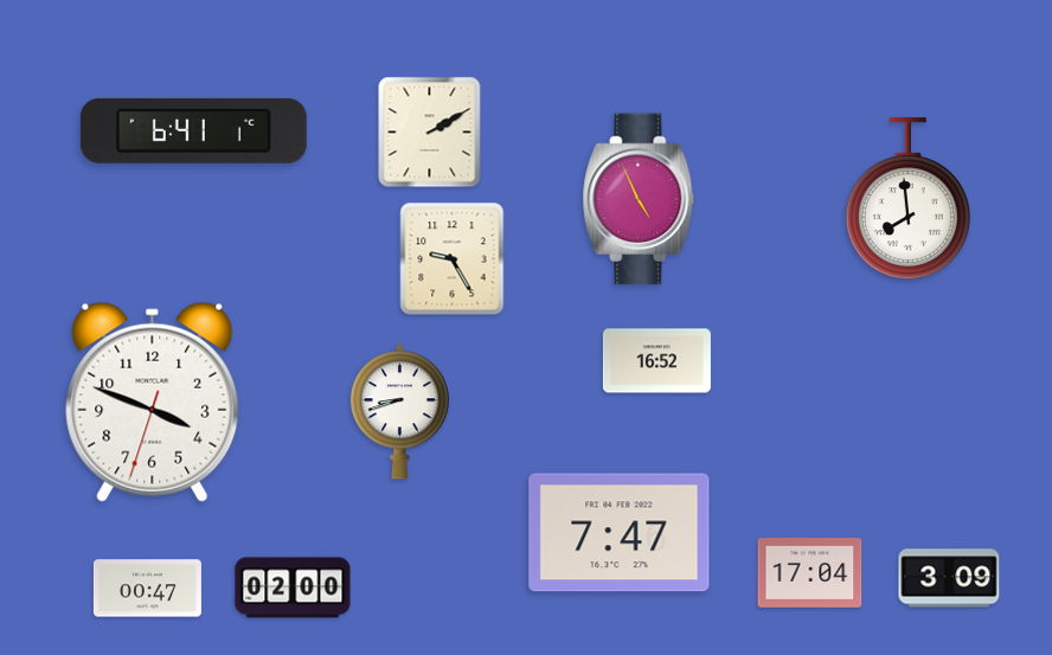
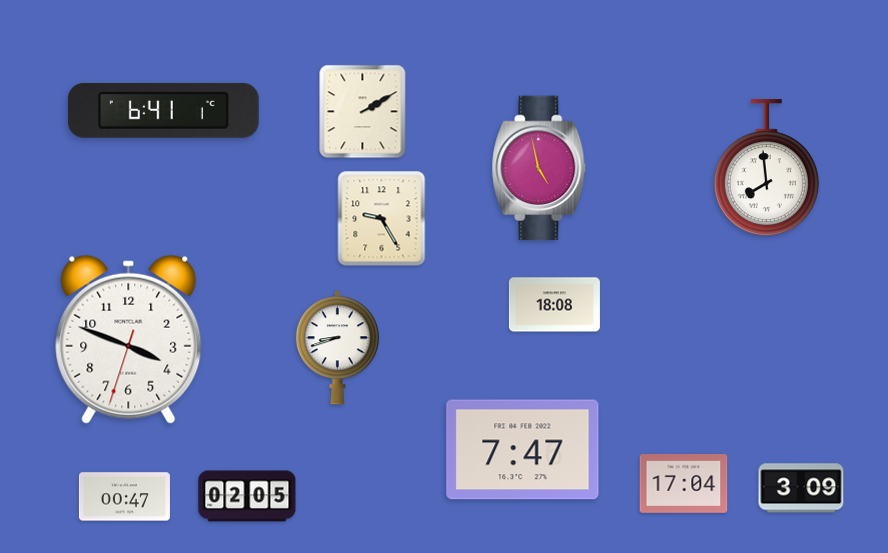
clock at (639, 199): 4:56 -> 4:58
clock at (656, 361): 16:52 -> 18:08
clock at (293, 587): 02:00 -> 02:05
